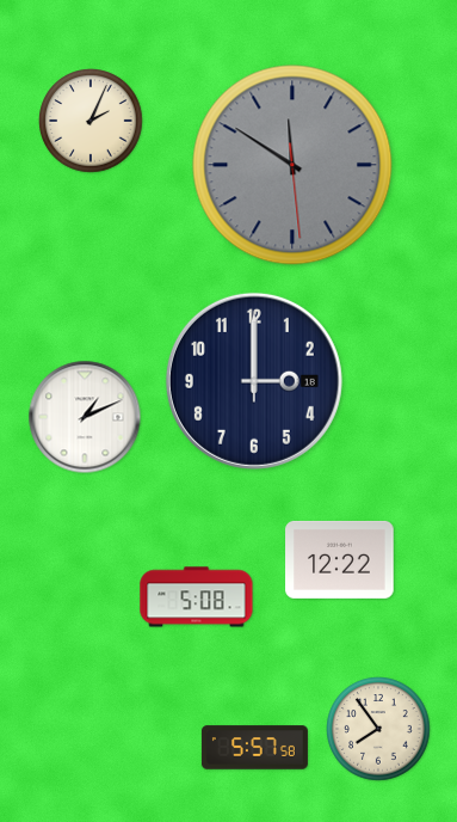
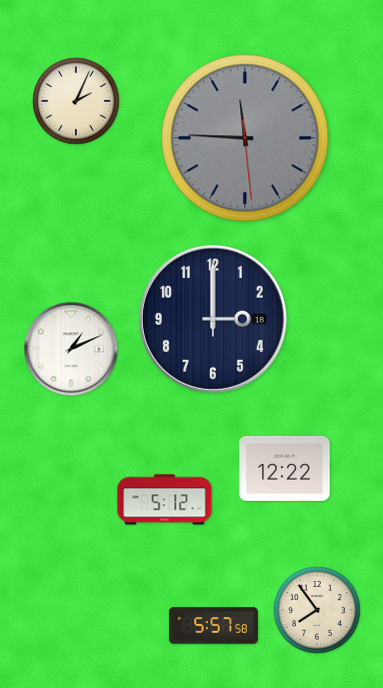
clock at (292, 165): 11:50 -> 11:45
clock at (197, 597): 5:08 -> 5:12
